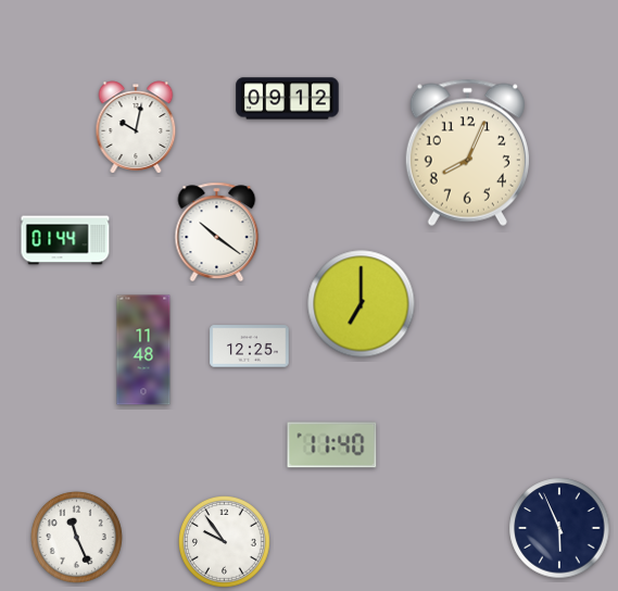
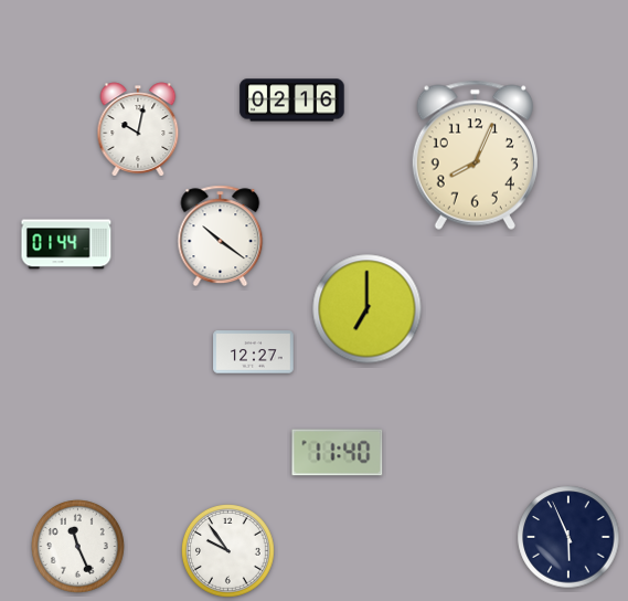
clock at (288, 99): 09:12 -> 02:16
clock at (250, 347): 12:25 -> 12:27
clock at (143, 350): 11:48 -> none
